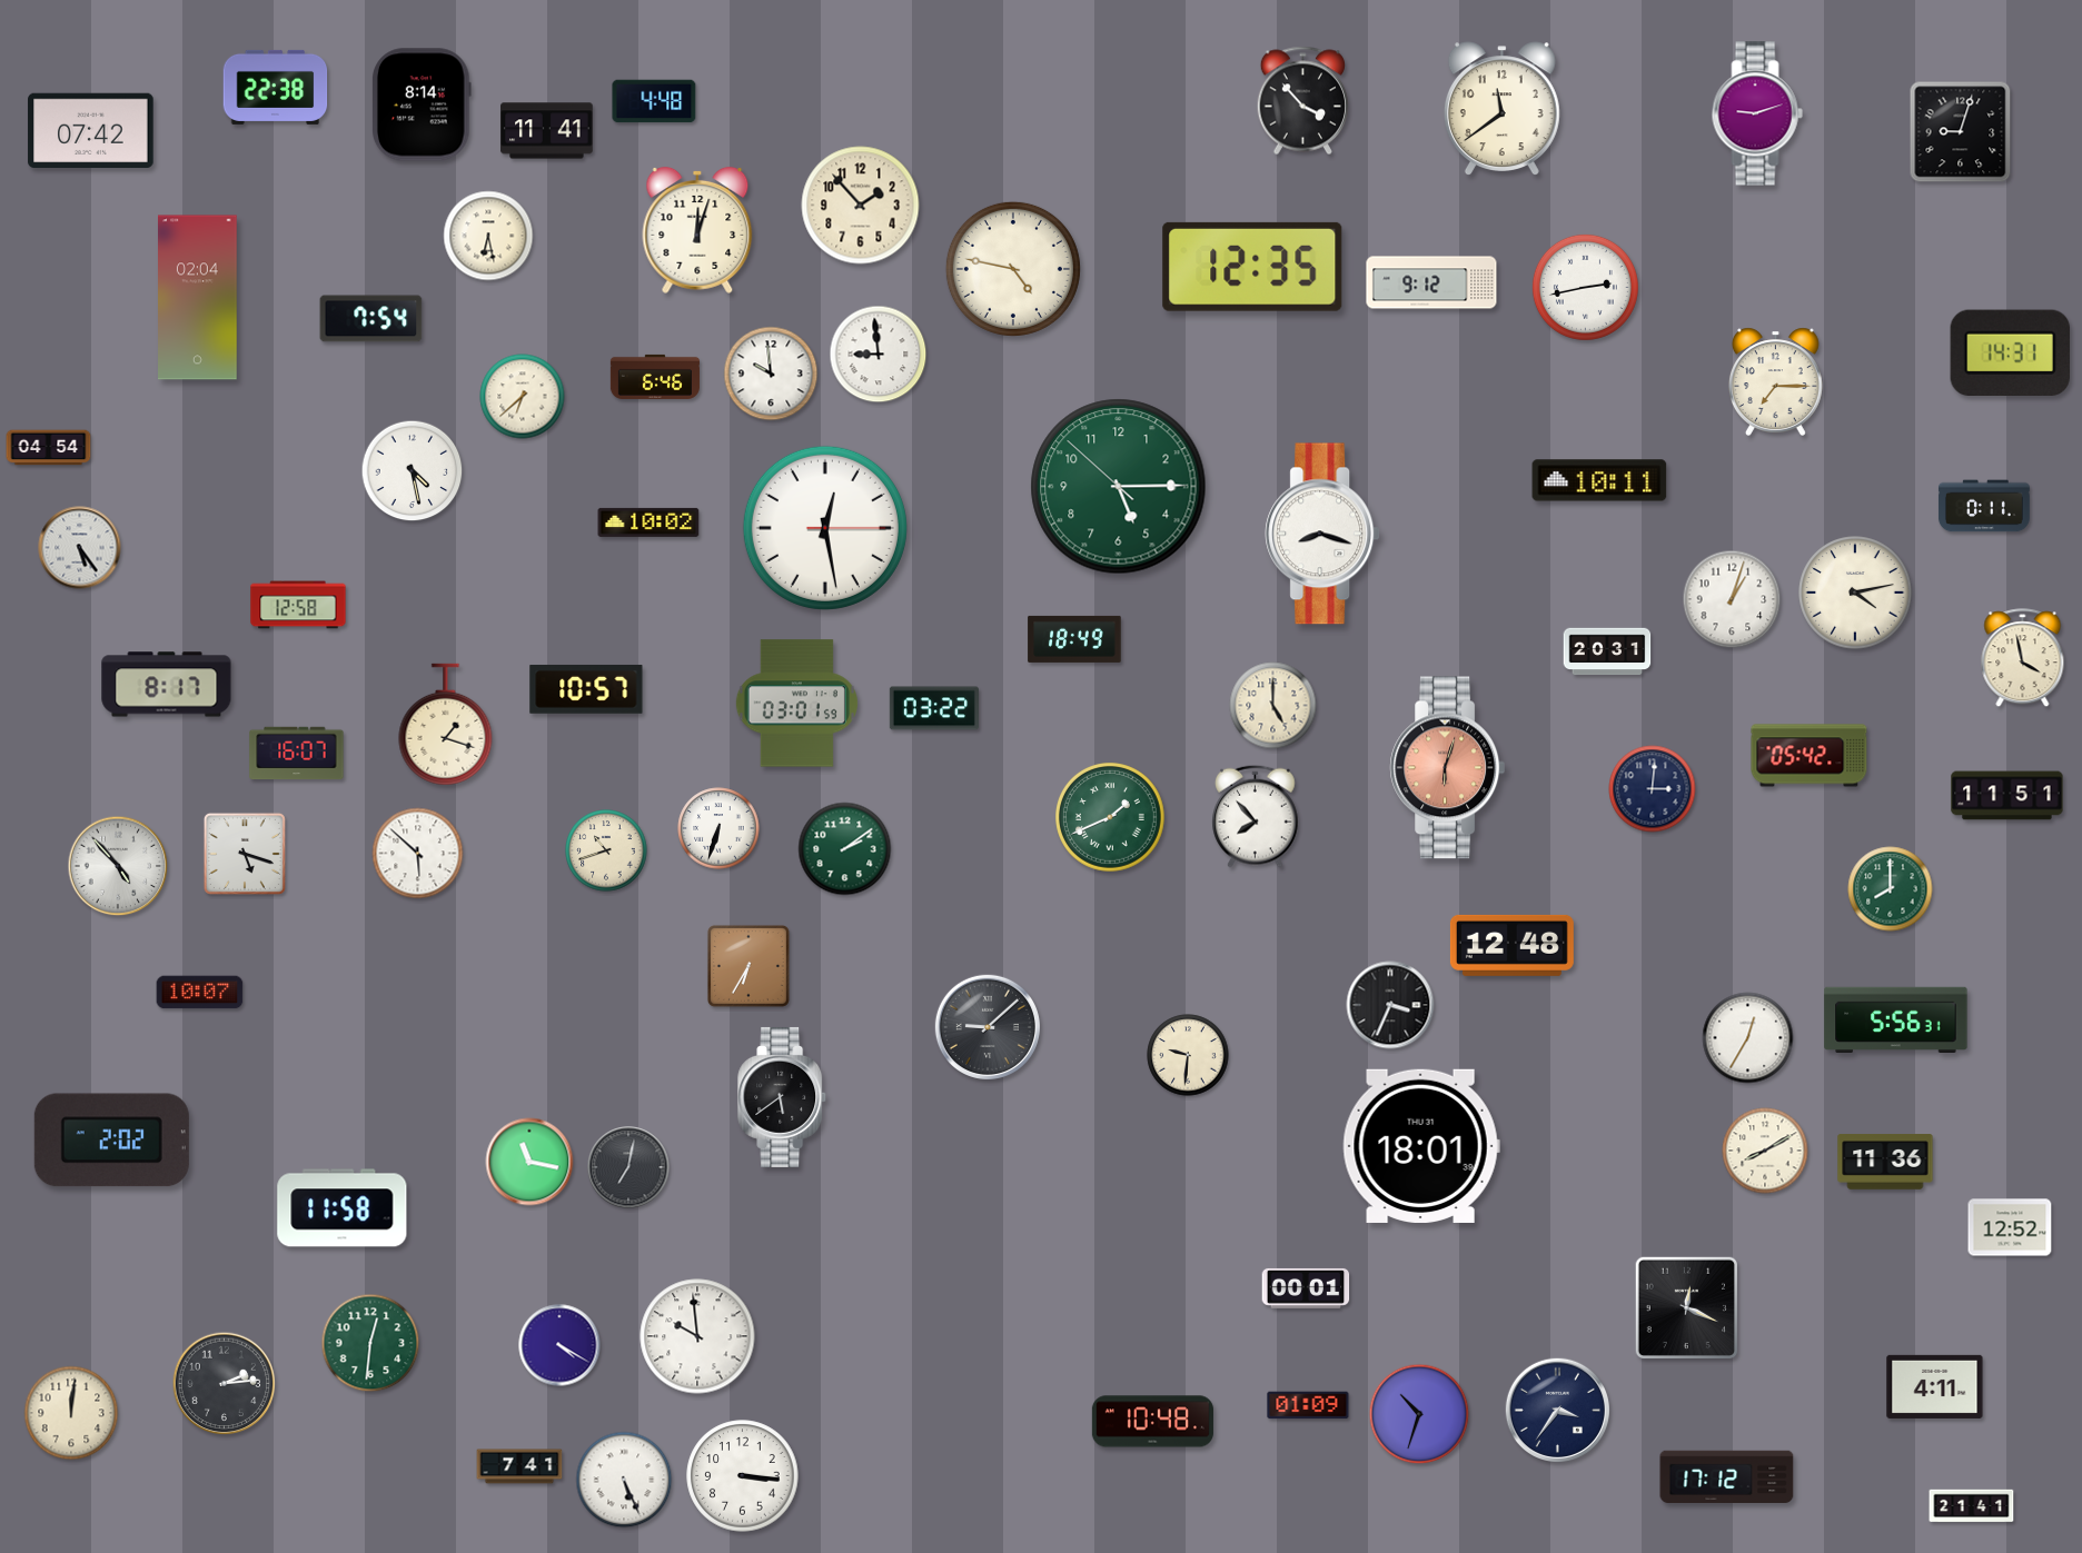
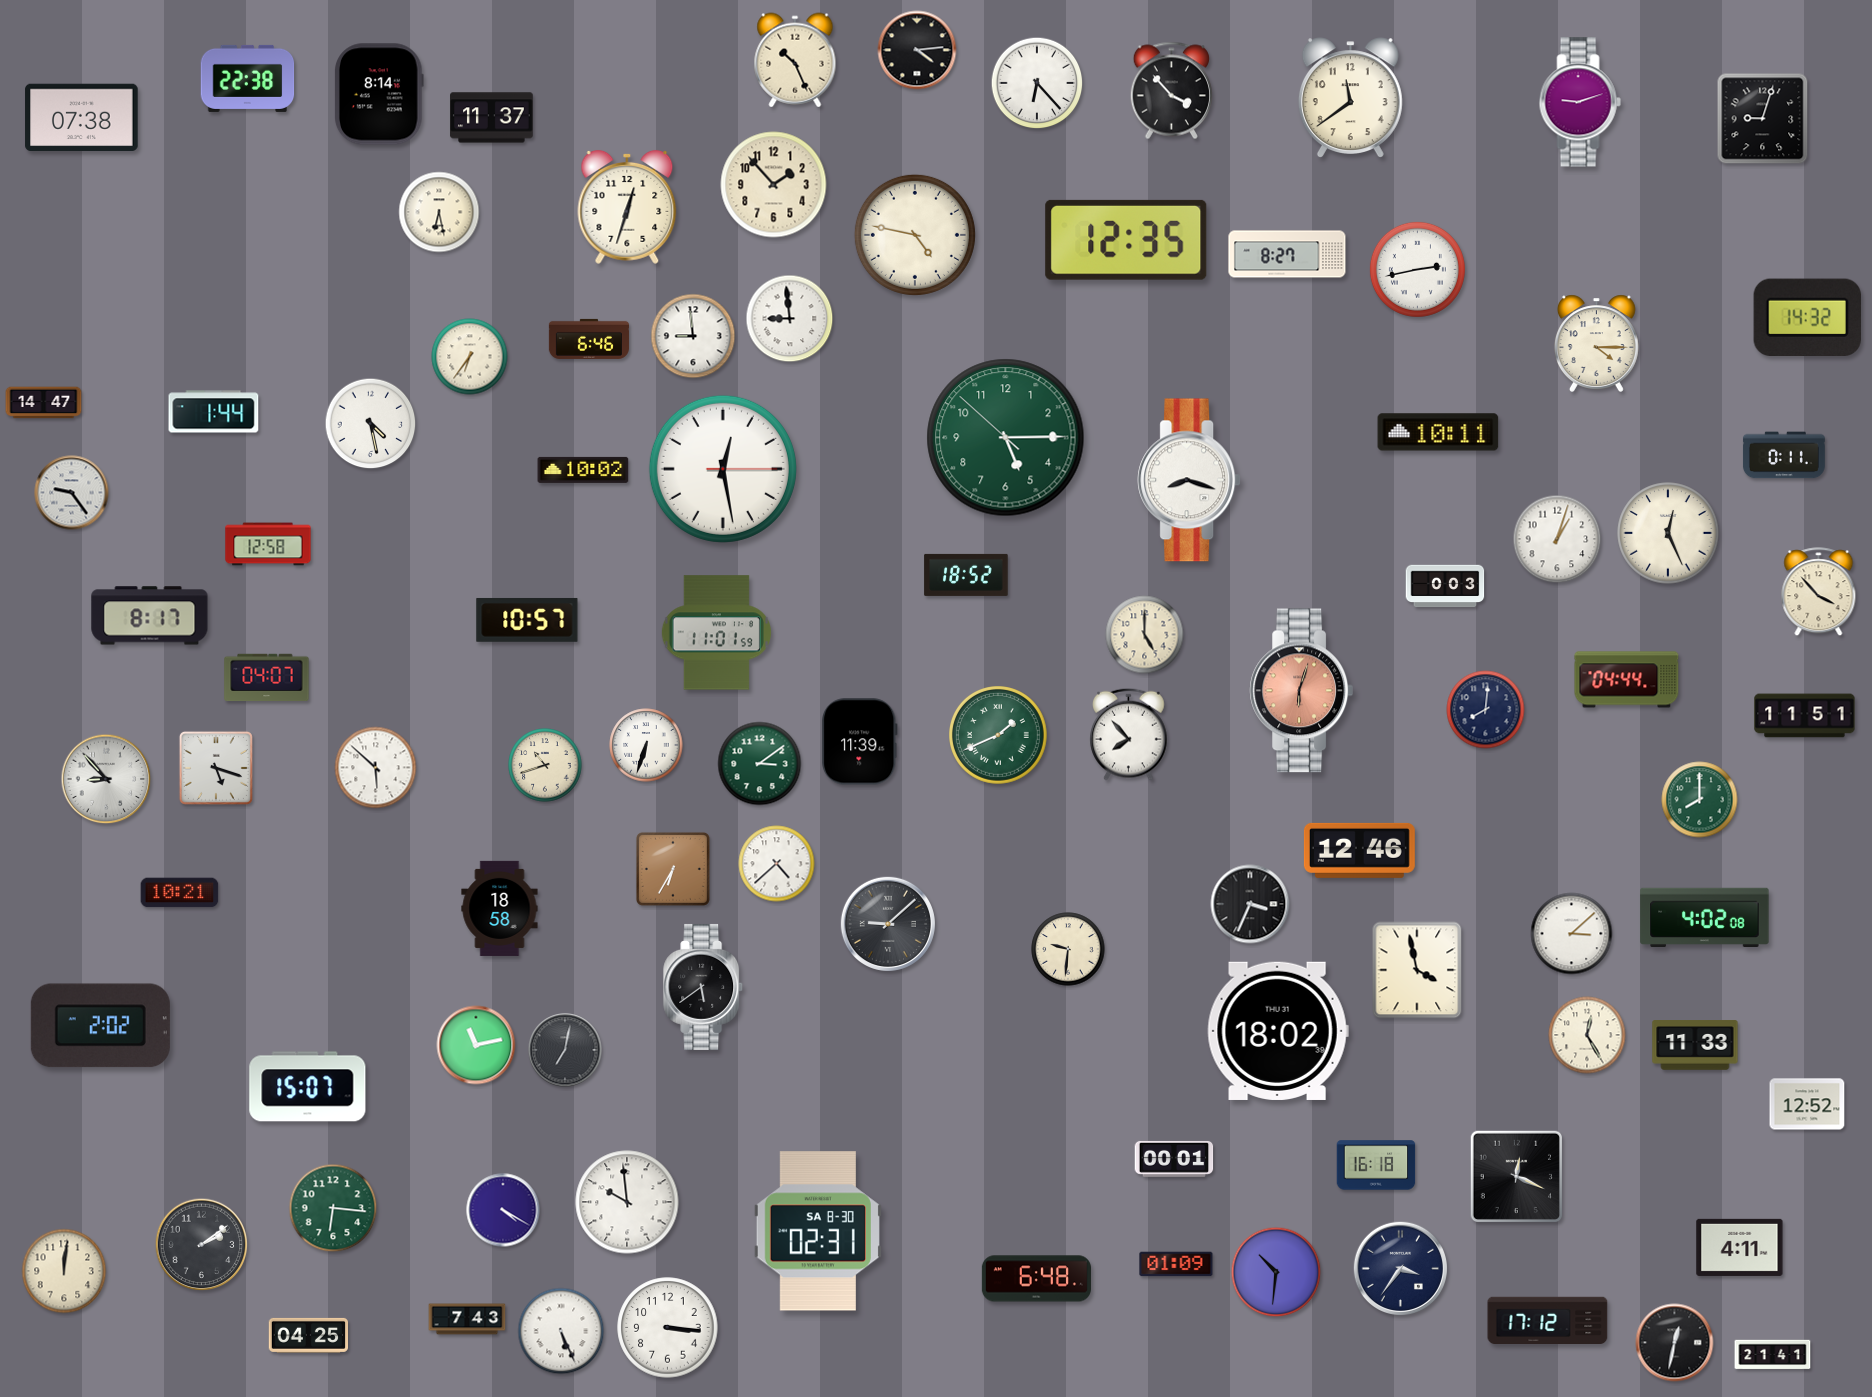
clock at (917, 50): none -> 4:14
clock at (795, 60): none -> 10:26
clock at (1037, 83): none -> 6:23
clock at (654, 101): 4:48 -> none
clock at (91, 130): 07:42 -> 07:38
clock at (547, 131): 11:41 -> 11:37
clock at (697, 230): 12:03 -> 12:33
clock at (1013, 269) position: (1013, 269) -> (915, 235)
clock at (1431, 282): 9:12 -> 8:27
clock at (1585, 287) position: (1585, 287) -> (1417, 269)
clock at (198, 298): 02:04 -> none
clock at (371, 319): 7:54 -> none
clock at (2010, 352): 14:31 -> 14:32
clock at (771, 374): 9:59 -> 8:59
clock at (1775, 381): 7:15 -> 4:15
clock at (523, 397): 6:38 -> 6:36
clock at (49, 448): 04:54 -> 14:47
clock at (214, 412): none -> 1:44
clock at (825, 528) position: (825, 528) -> (723, 469)
clock at (80, 548): 5:24 -> 9:24
clock at (1855, 593): 4:13 -> 12:26
clock at (1074, 639): 18:49 -> 18:52
clock at (1607, 651): 20:31 -> 0:03
clock at (2023, 658): 3:58 -> 3:53
clock at (796, 704): 03:01 -> 11:01
clock at (934, 708): 03:22 -> none
clock at (446, 725): 1:18 -> none
clock at (297, 754): 16:07 -> 04:07
clock at (1810, 756): 05:42 -> 04:44
clock at (1653, 789): 3:01 -> 8:01
clock at (860, 742): none -> 11:39
clock at (845, 849): 2:09 -> 3:09
clock at (245, 854) position: (245, 854) -> (216, 768)
clock at (118, 866): 4:53 -> 8:53
clock at (1511, 945): 12:48 -> 12:46
clock at (777, 864): none -> 4:38
clock at (200, 993): 10:07 -> 10:21
clock at (500, 908): none -> 18:58
clock at (1896, 1019): 5:56 -> 4:02
clock at (1748, 1038): 12:35 -> 3:08
clock at (1417, 970): none -> 3:58
clock at (1421, 1146): 18:01 -> 18:02
clock at (1765, 1151): 8:10 -> 12:25
clock at (529, 1162): 11:17 -> 11:13
clock at (1885, 1162): 11:36 -> 11:33
clock at (343, 1208): 11:58 -> 15:07
clock at (1376, 1165): none -> 16:18
clock at (370, 1343): 12:31 -> 6:16
clock at (818, 1231): none -> 02:31
clock at (225, 1384): 2:14 -> 2:09
clock at (1419, 1414): 10:33 -> 10:31
clock at (1152, 1422): 10:48 -> 6:48
clock at (519, 1466): 7:41 -> 7:43
clock at (1727, 1476) position: (1727, 1476) -> (1548, 1320)
clock at (308, 1335): none -> 04:25
clock at (1675, 1343): none -> 12:32
